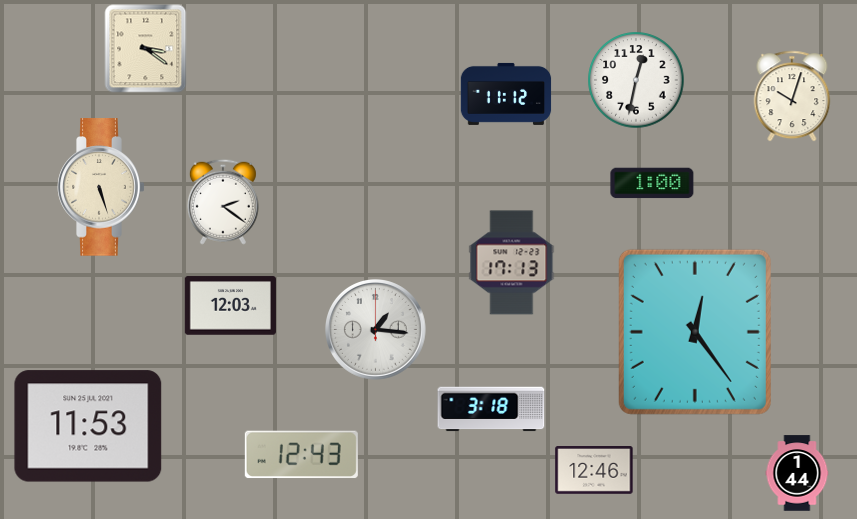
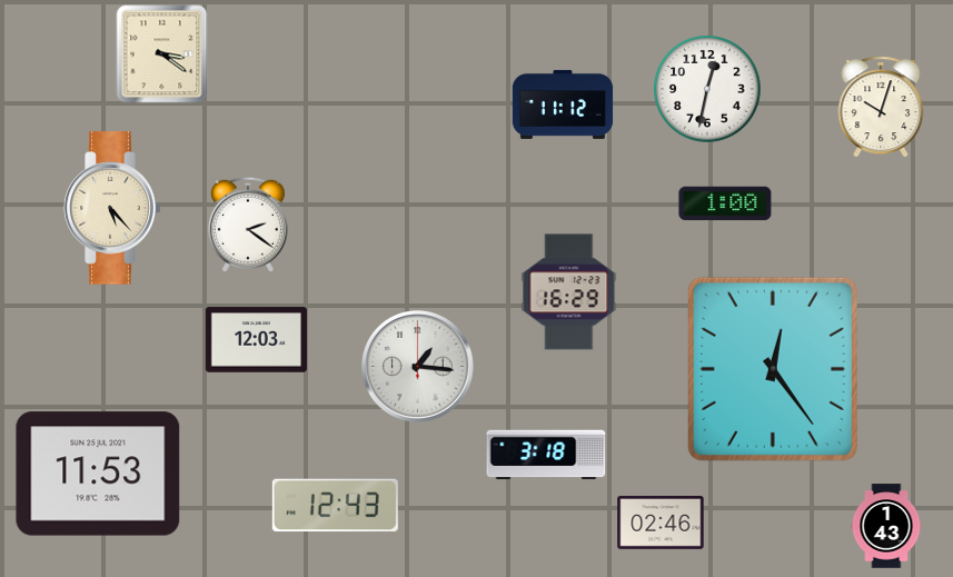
clock at (101, 187): 5:27 -> 5:23
clock at (512, 263): 17:13 -> 16:29
clock at (594, 471): 12:46 -> 02:46
clock at (797, 473): 1:44 -> 1:43
